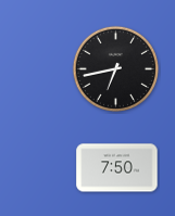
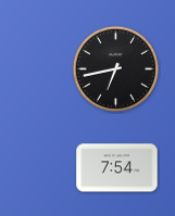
clock at (117, 168): 7:50 -> 7:54
